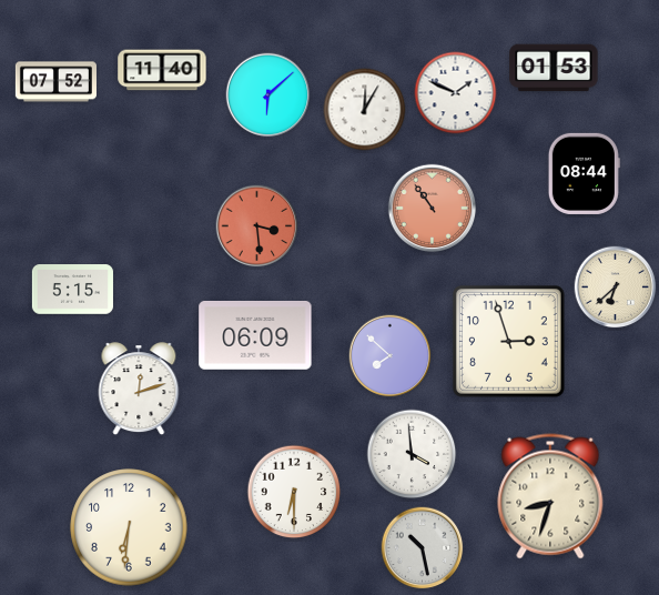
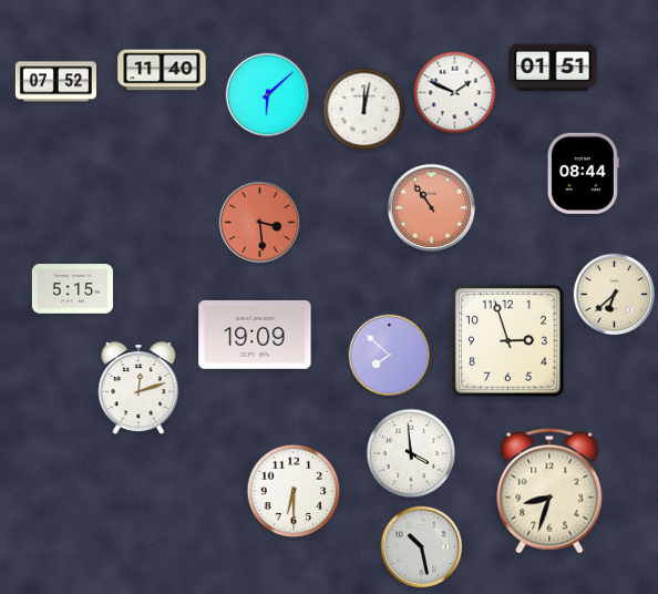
clock at (554, 68): 01:53 -> 01:51
clock at (365, 110): 12:05 -> 12:02
clock at (257, 226) position: (257, 226) -> (260, 223)
clock at (616, 288) position: (616, 288) -> (615, 295)
clock at (255, 335): 06:09 -> 19:09
clock at (550, 496) position: (550, 496) -> (549, 491)
clock at (129, 527): 6:31 -> none
